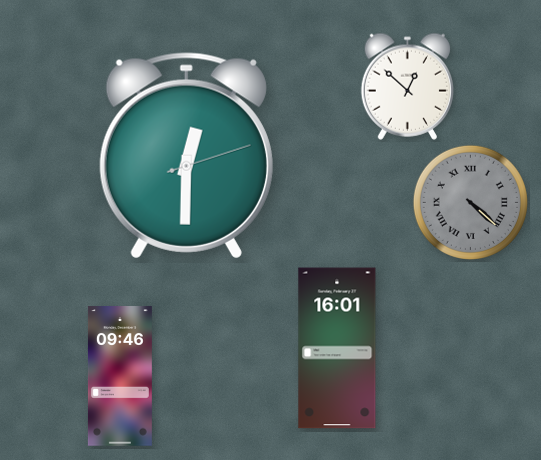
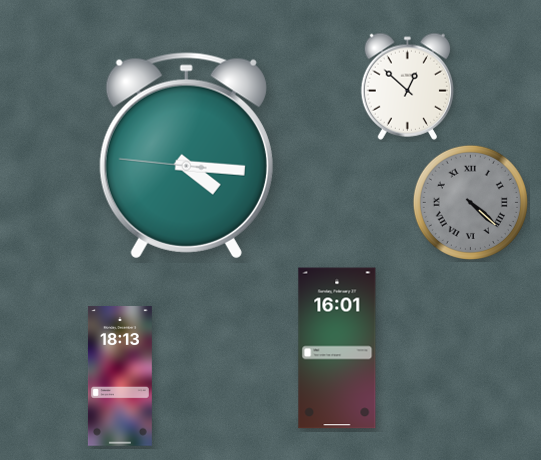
clock at (186, 156): 12:30 -> 4:15
clock at (120, 376): 09:46 -> 18:13
